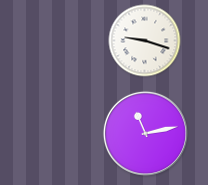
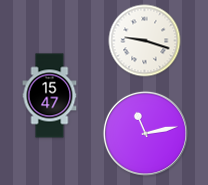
clock at (50, 96): none -> 15:47
